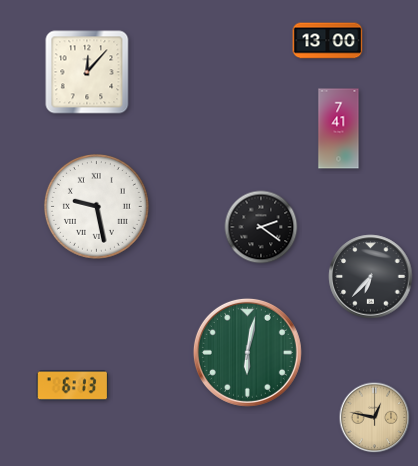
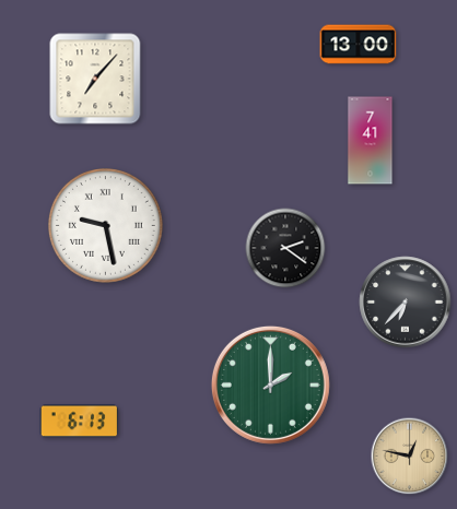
clock at (87, 72): 12:07 -> 7:07
clock at (247, 352): 6:02 -> 2:00
